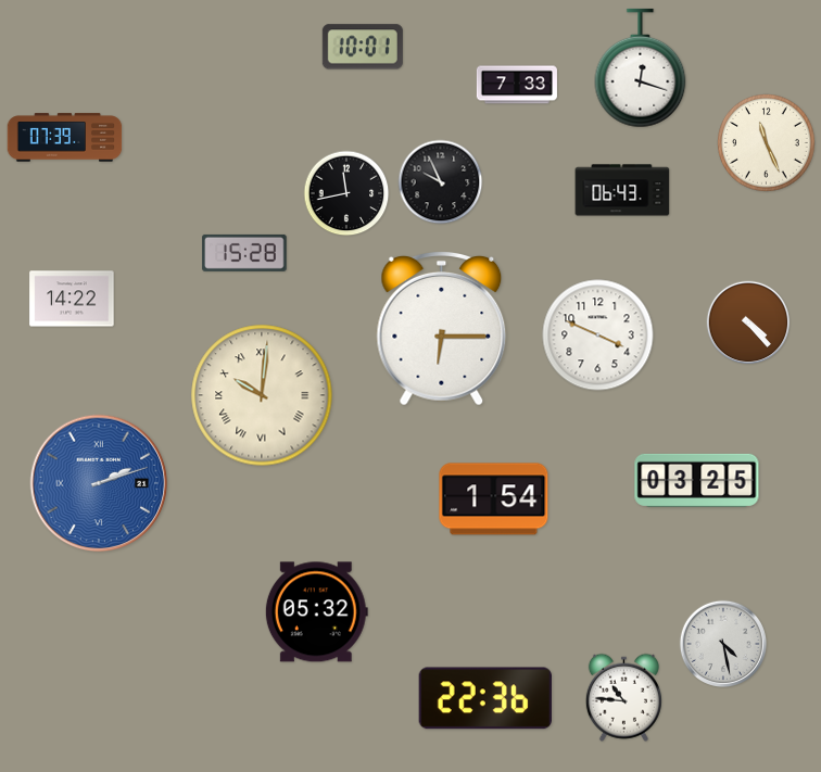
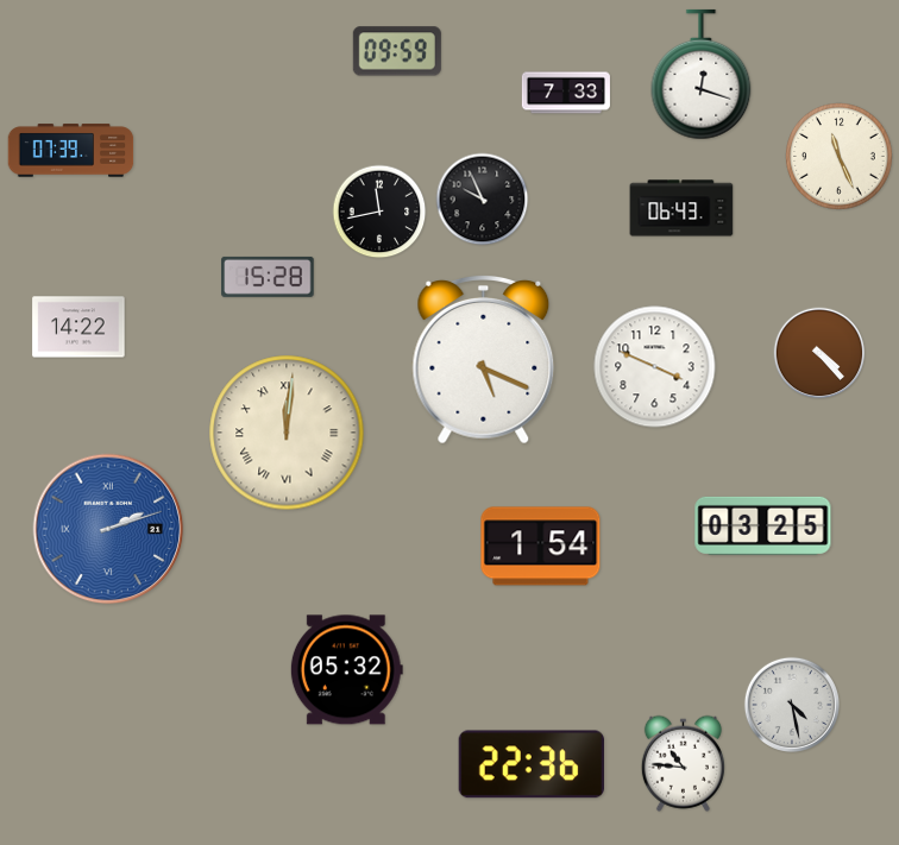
clock at (363, 47): 10:01 -> 09:59
clock at (442, 328): 6:15 -> 5:19
clock at (262, 395): 10:01 -> 12:01
